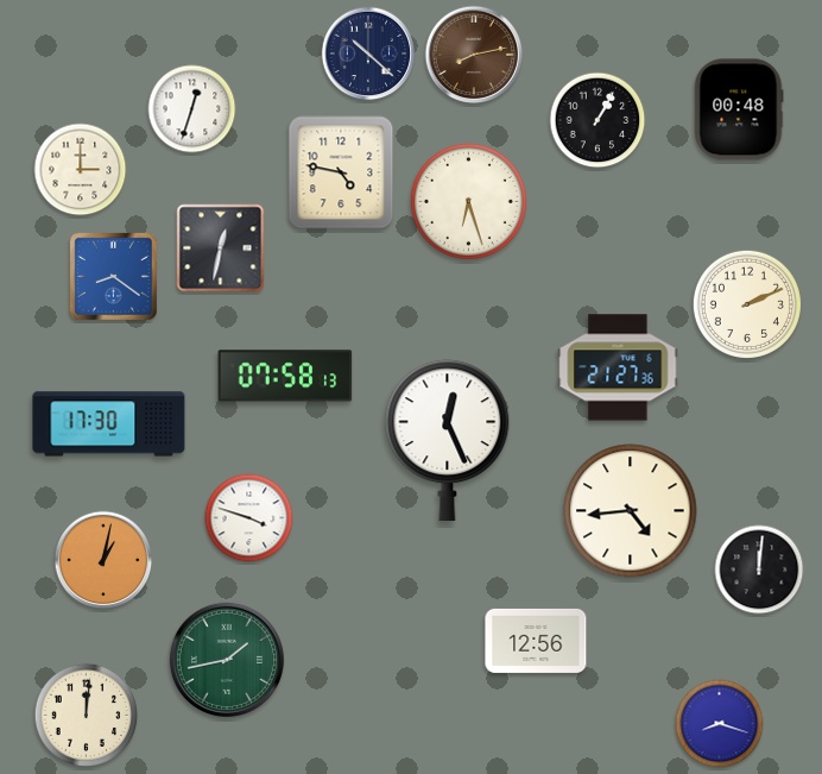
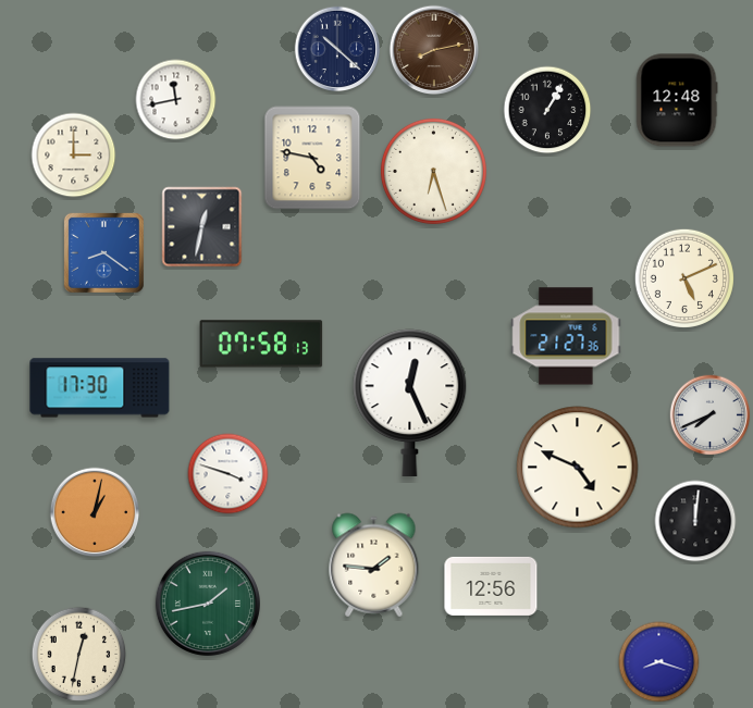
clock at (192, 109): 12:33 -> 11:43
clock at (739, 109): 00:48 -> 12:48
clock at (468, 201) position: (468, 201) -> (433, 171)
clock at (747, 304): 2:11 -> 5:11
clock at (711, 415): none -> 7:41
clock at (631, 511): 4:44 -> 4:49
clock at (374, 566): none -> 1:46
clock at (87, 716): 12:01 -> 12:32
